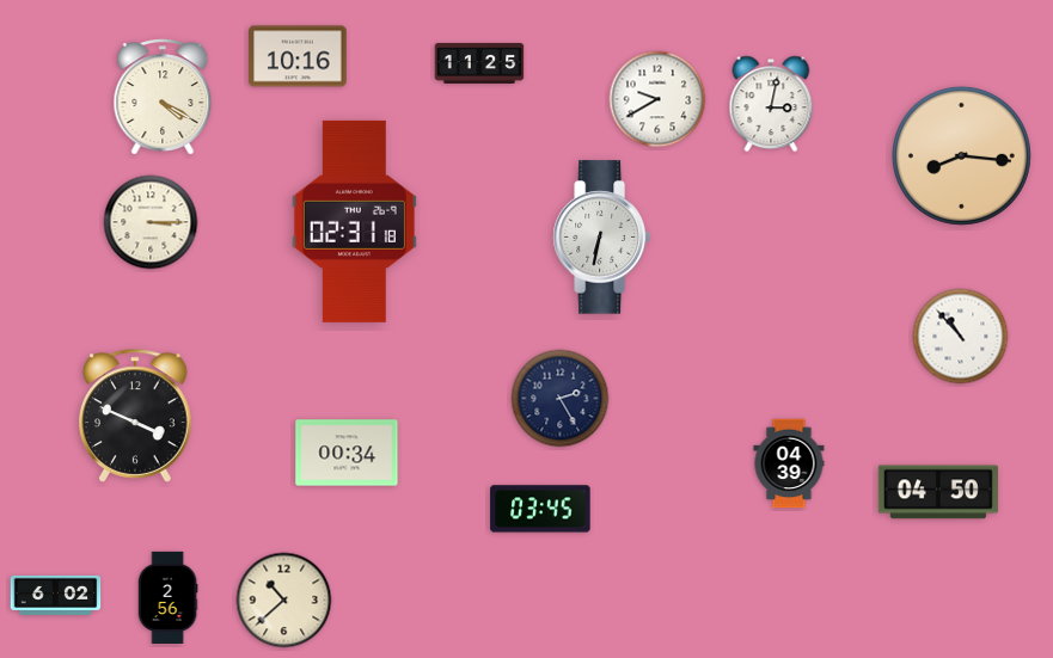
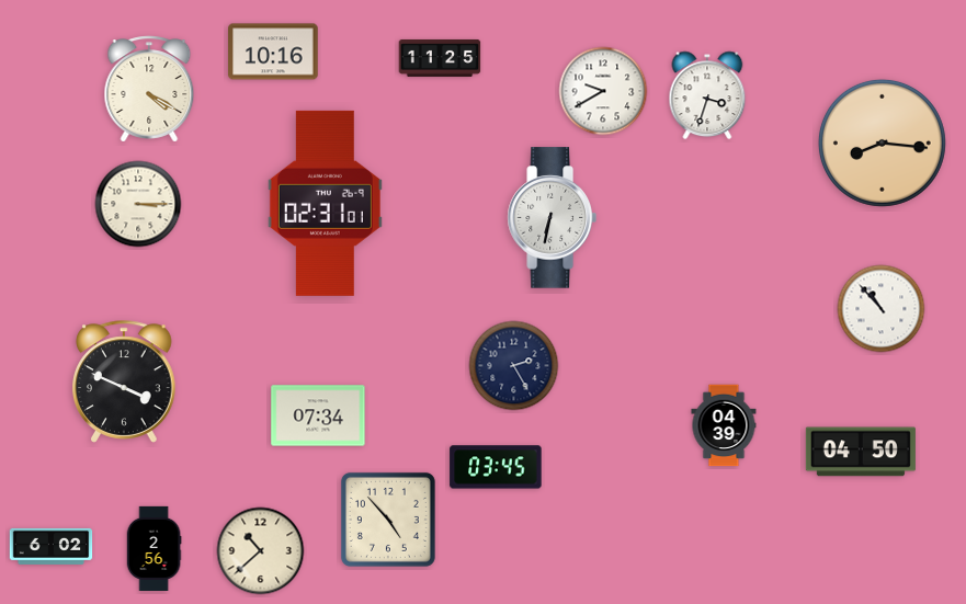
clock at (771, 104): 3:02 -> 3:33
clock at (354, 221): 02:31:18 -> 02:31:01
clock at (347, 453): 00:34 -> 07:34
clock at (388, 520): none -> 4:53
